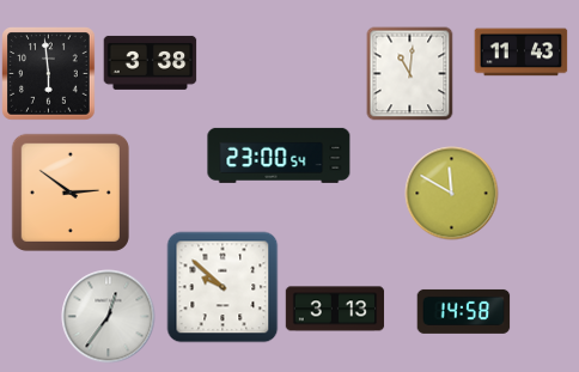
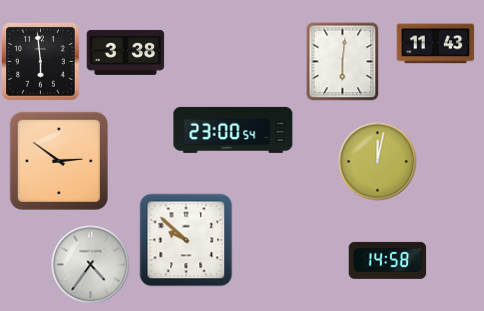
clock at (410, 73): 11:01 -> 6:01
clock at (451, 193): 11:50 -> 12:02
clock at (335, 309): 3:13 -> none
clock at (108, 316): 12:36 -> 4:36
